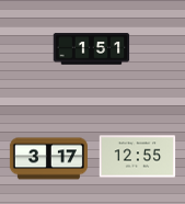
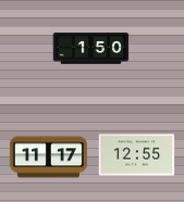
clock at (92, 49): 1:51 -> 1:50
clock at (48, 159): 3:17 -> 11:17
